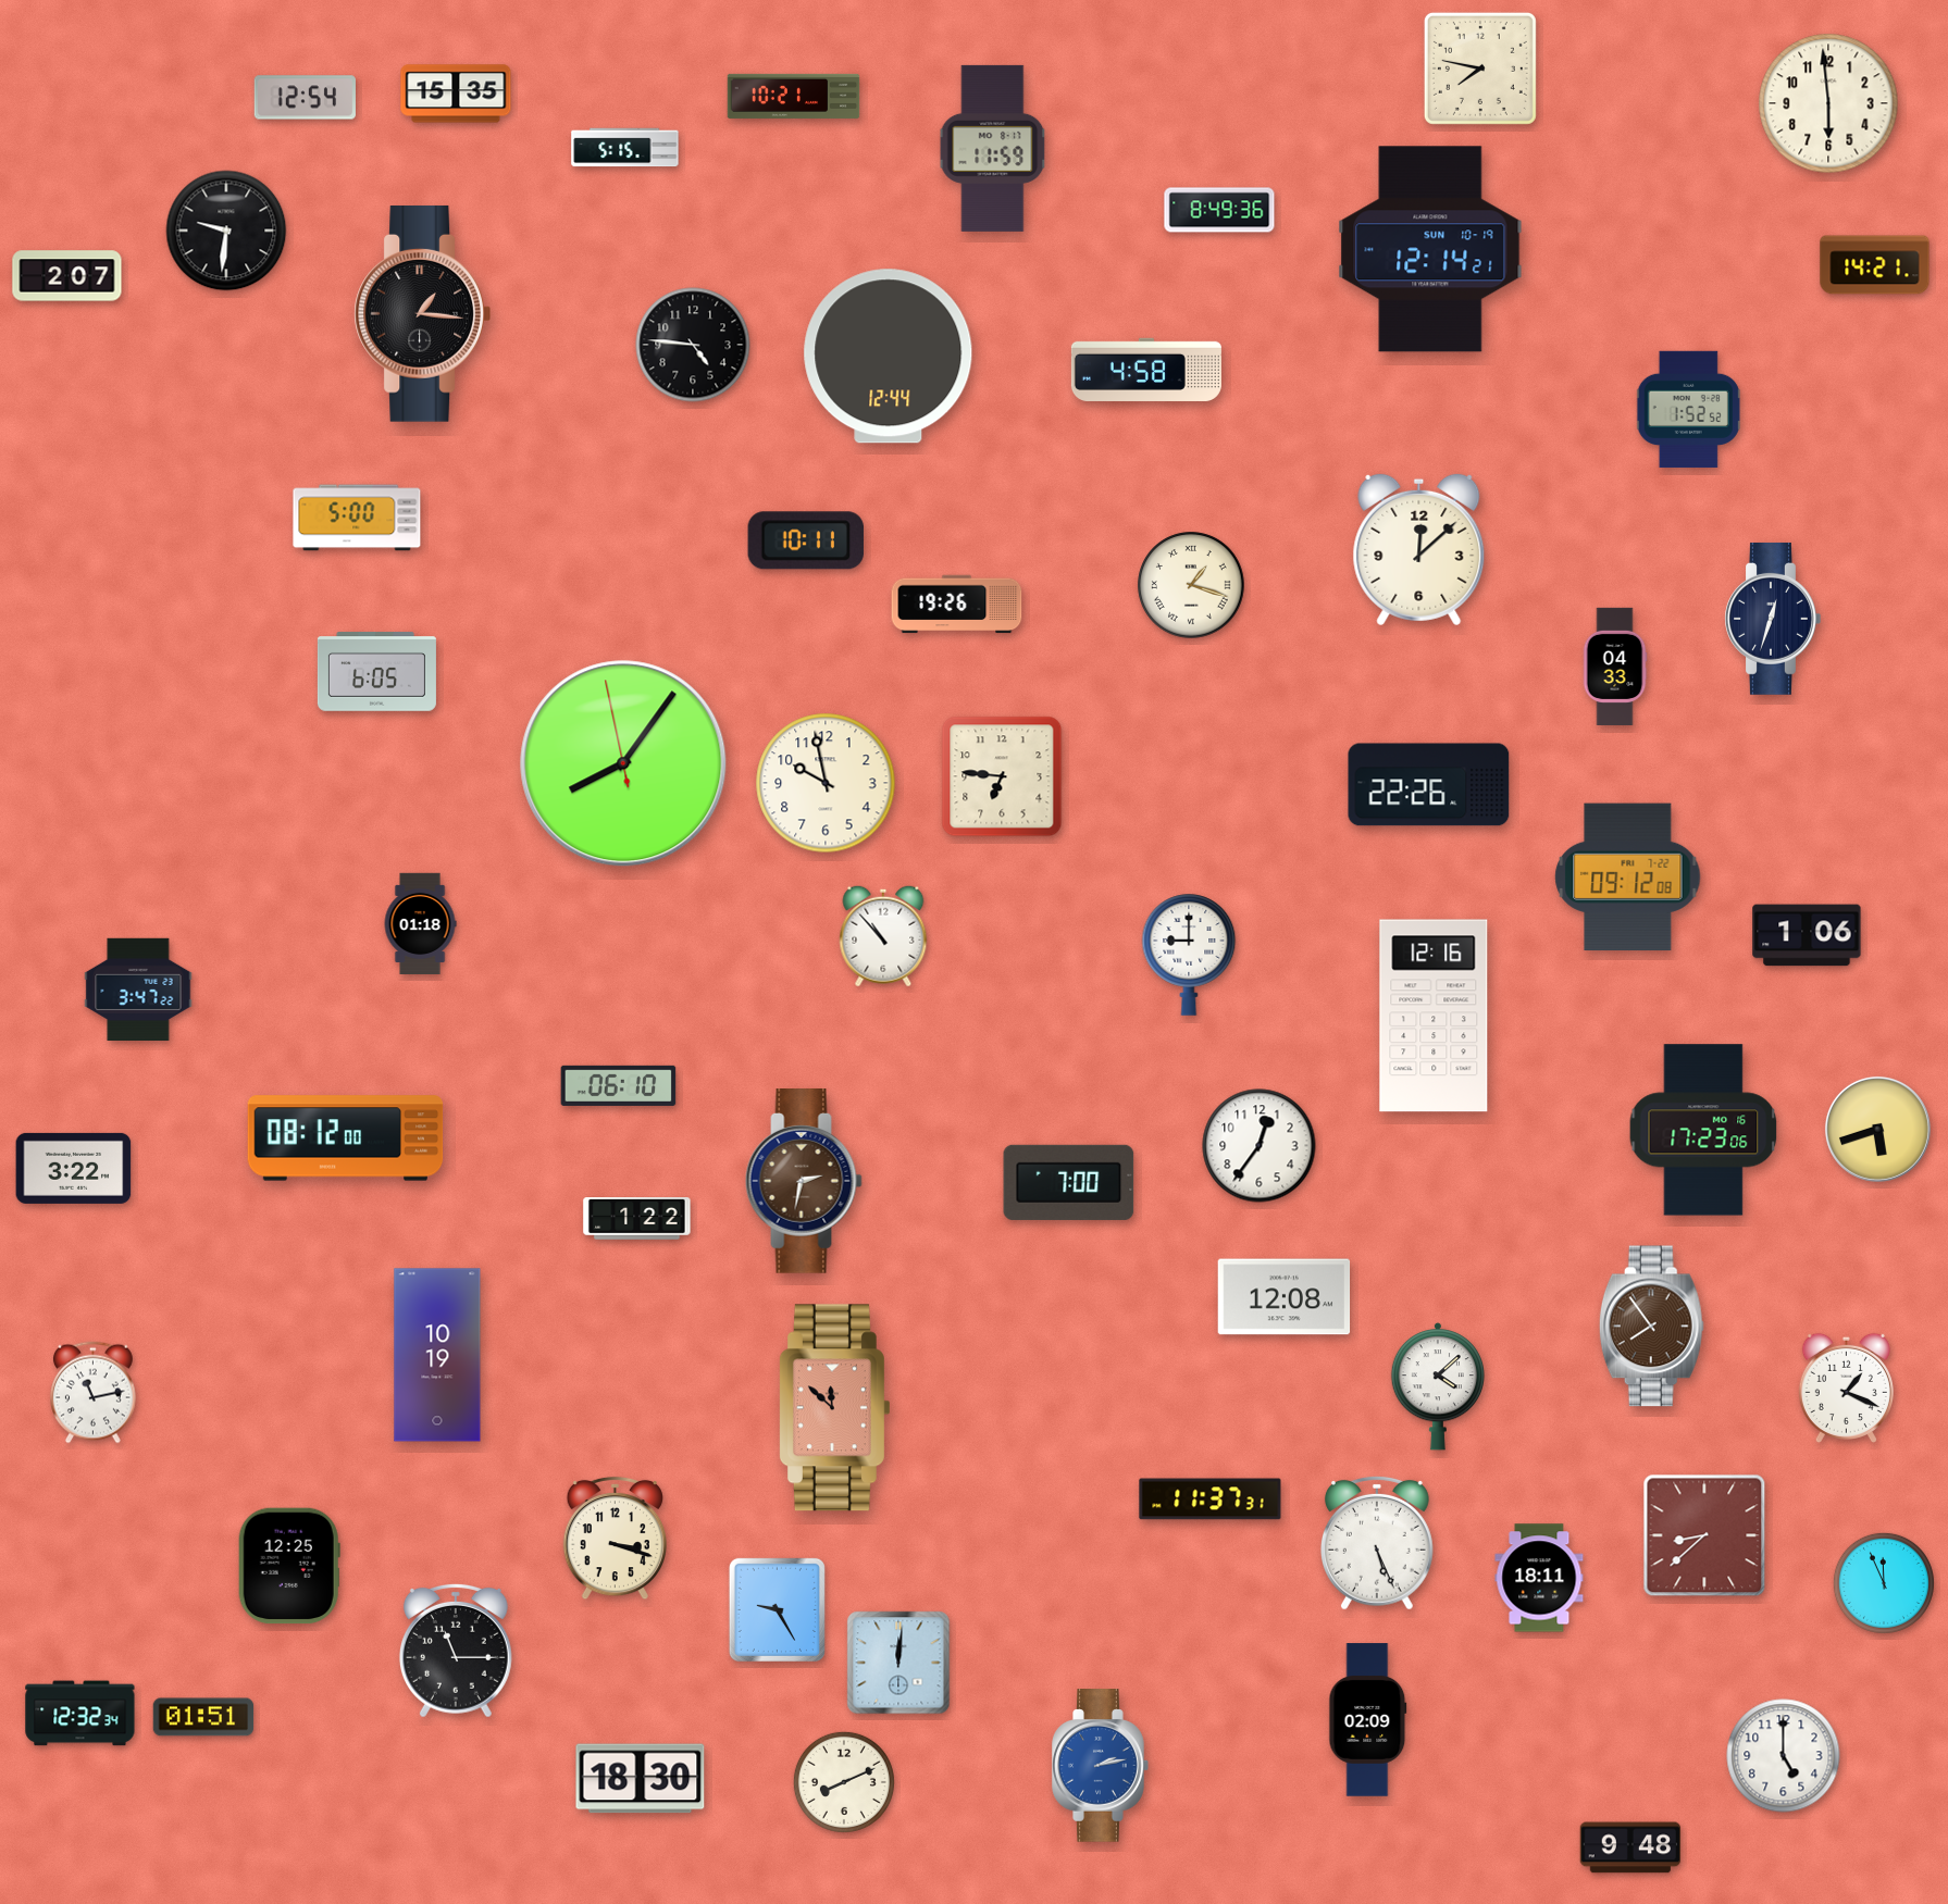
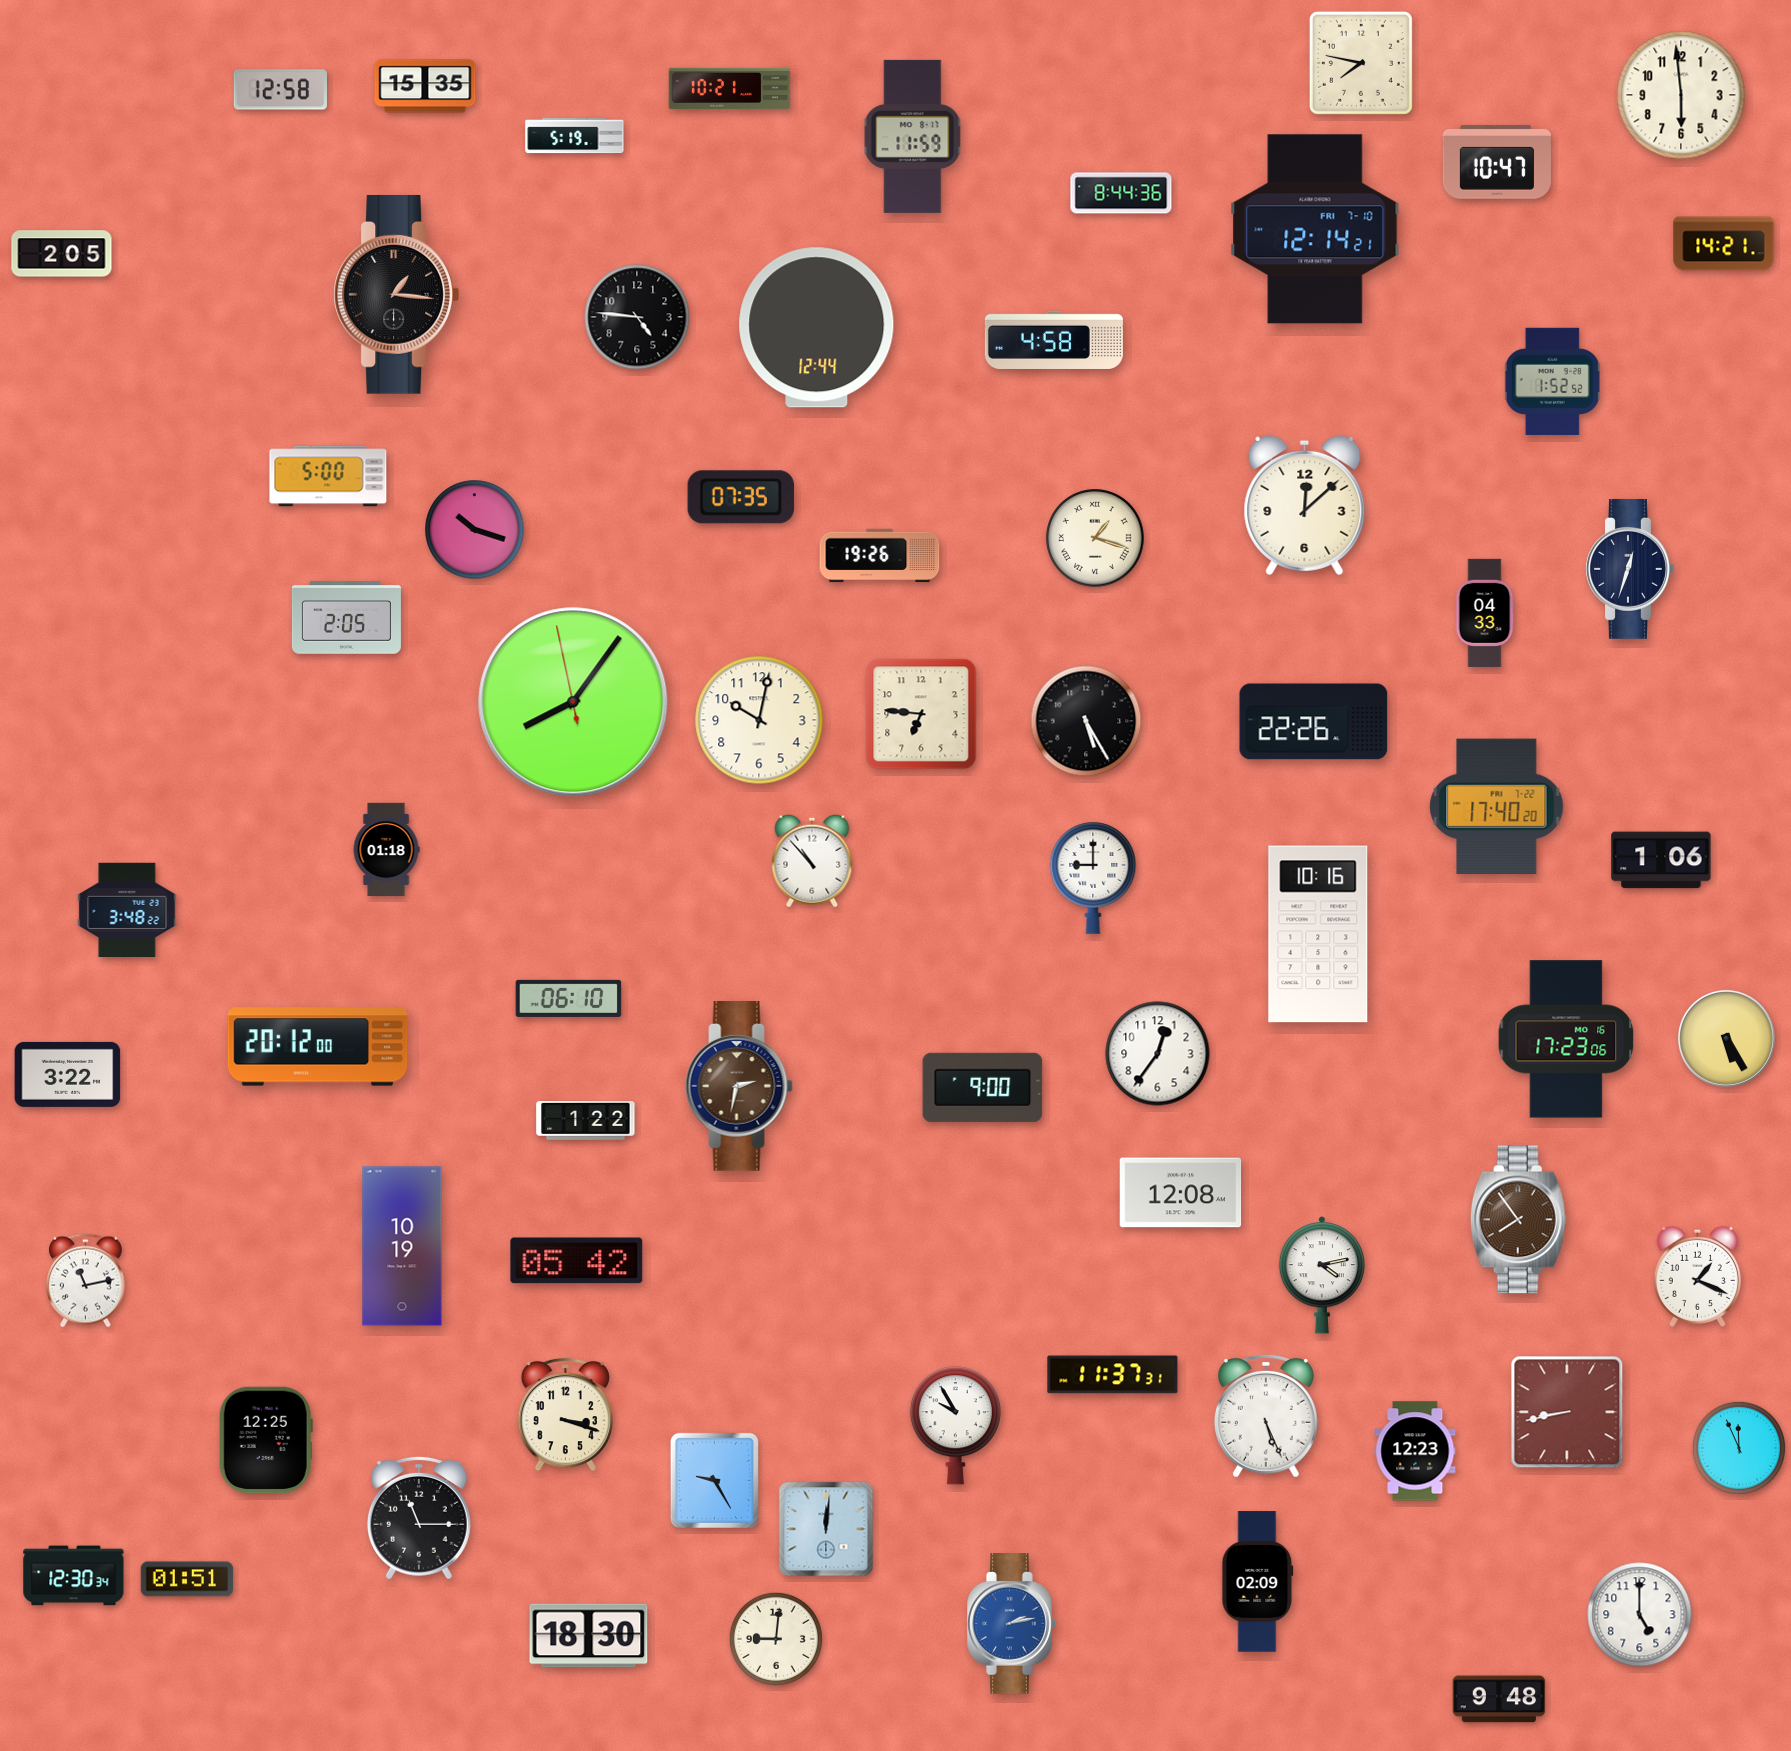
clock at (456, 94) position: (456, 94) -> (425, 86)
clock at (305, 98): 12:54 -> 12:58
clock at (625, 148): 5:15 -> 5:19
clock at (1497, 162): none -> 10:47
clock at (1219, 210): 8:49 -> 8:44
clock at (226, 231): 9:31 -> none
clock at (1430, 249) date: SUN 10-19 -> FRI 7-10
clock at (67, 276): 2:07 -> 2:05
clock at (422, 313) position: (422, 313) -> (396, 294)
clock at (1688, 410) position: (1688, 410) -> (1552, 382)
clock at (806, 540): 10:11 -> 07:35
clock at (475, 530): none -> 10:18
clock at (376, 672): 6:05 -> 2:05
clock at (826, 783): 9:58 -> 10:02
clock at (1086, 721): none -> 5:25
clock at (1628, 878): 09:12 -> 17:40
clock at (138, 988): 3:47 -> 3:48
clock at (1434, 1016): 12:16 -> 10:16
clock at (1877, 1129): 5:42 -> 5:25
clock at (346, 1138): 08:12 -> 20:12
clock at (1069, 1182): 7:00 -> 9:00
clock at (577, 1261): none -> 05:42
clock at (1437, 1386): 4:08 -> 4:13
clock at (834, 1408): 11:52 -> none
clock at (1211, 1499) position: (1211, 1499) -> (1113, 1375)
clock at (1704, 1535): 8:38 -> 8:43
clock at (1377, 1543) position: (1377, 1543) -> (1266, 1416)
clock at (955, 1426): none -> 9:55
clock at (1539, 1578): 18:11 -> 12:23
clock at (1884, 1583) position: (1884, 1583) -> (1739, 1448)
clock at (80, 1714): 12:32 -> 12:30
clock at (844, 1782): 8:11 -> 9:01
